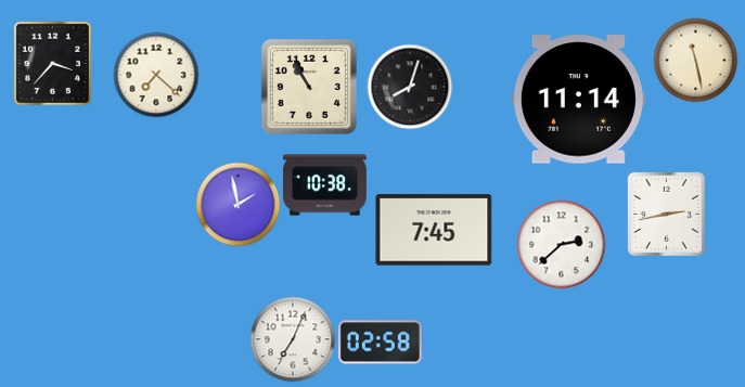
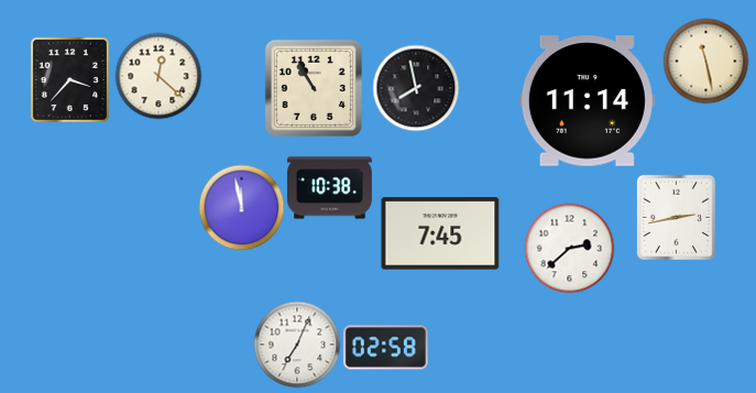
clock at (52, 63) position: (52, 63) -> (69, 79)
clock at (156, 75): 7:22 -> 12:22
clock at (410, 87): 8:03 -> 7:58
clock at (237, 204): 1:58 -> 11:58
